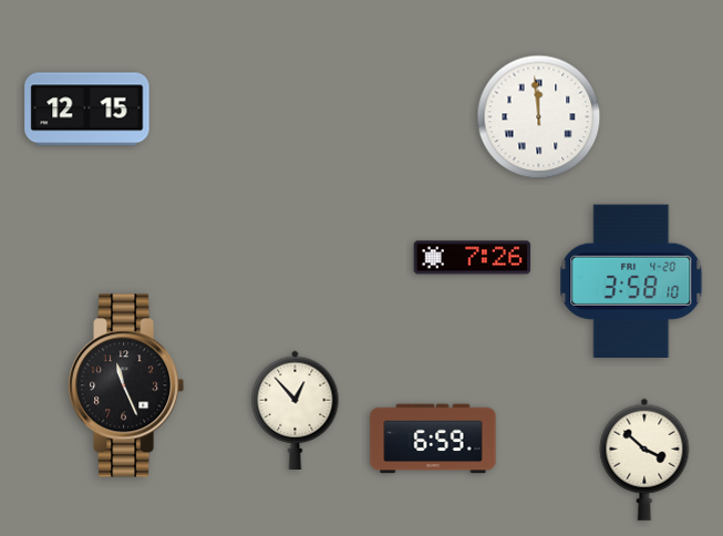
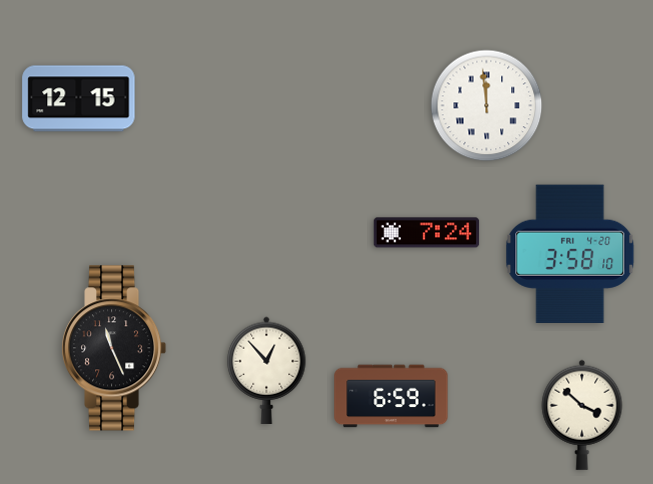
clock at (473, 258): 7:26 -> 7:24
